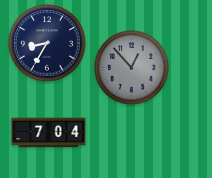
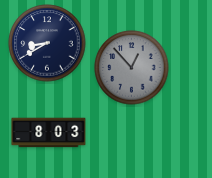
clock at (47, 43): 8:35 -> 8:40
clock at (49, 133): 7:04 -> 8:03
